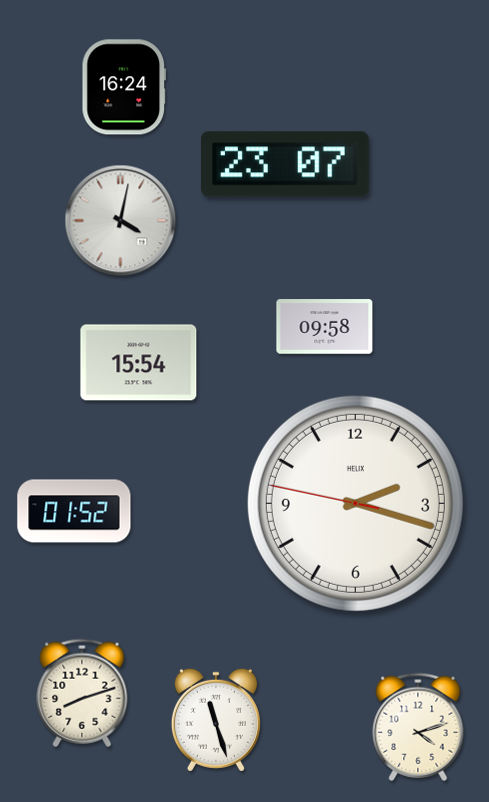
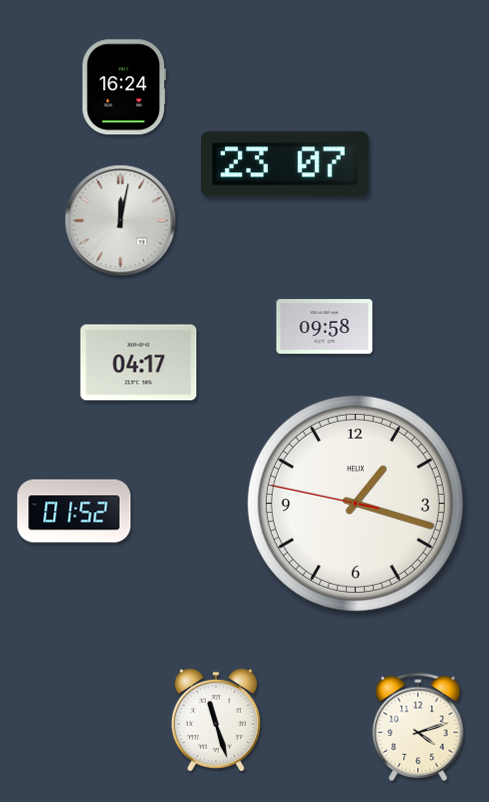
clock at (121, 221): 4:02 -> 12:02
clock at (139, 363): 15:54 -> 04:17
clock at (355, 503): 2:17 -> 1:17
clock at (82, 693): 8:12 -> none
